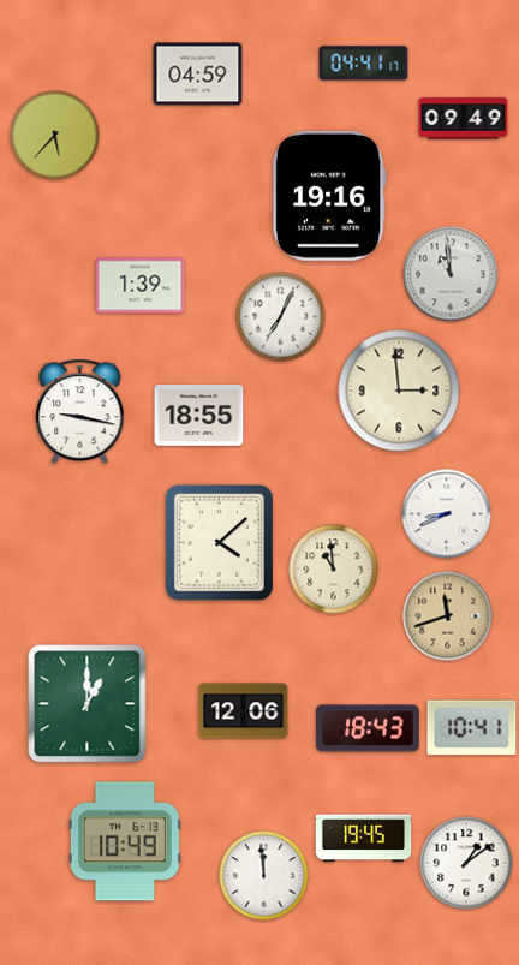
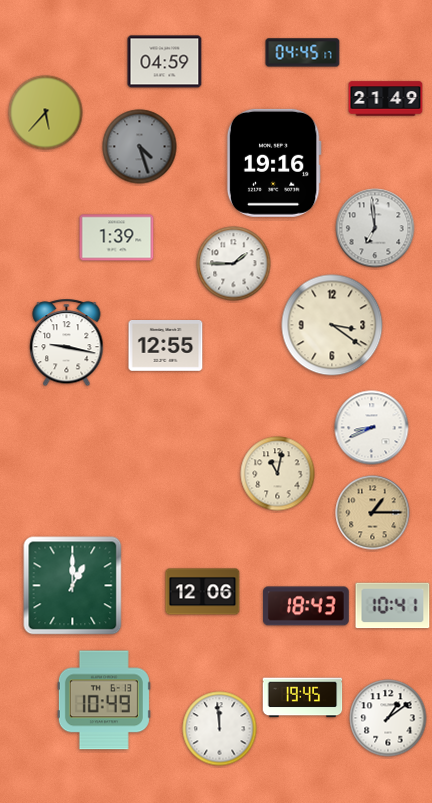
clock at (364, 64): 04:41 -> 04:45
clock at (464, 119): 09:49 -> 21:49
clock at (140, 147): none -> 4:27
clock at (451, 274): 10:59 -> 6:59
clock at (281, 317): 7:04 -> 1:45
clock at (399, 391): 2:59 -> 3:21
clock at (199, 416): 18:55 -> 12:55
clock at (219, 542): 4:08 -> none
clock at (334, 570): 10:59 -> 11:02
clock at (448, 616): 11:42 -> 1:15
